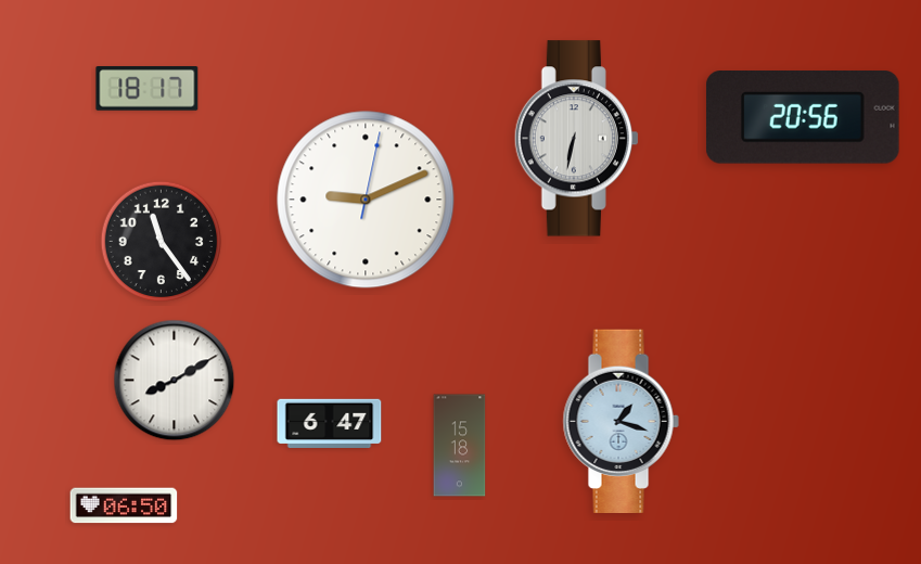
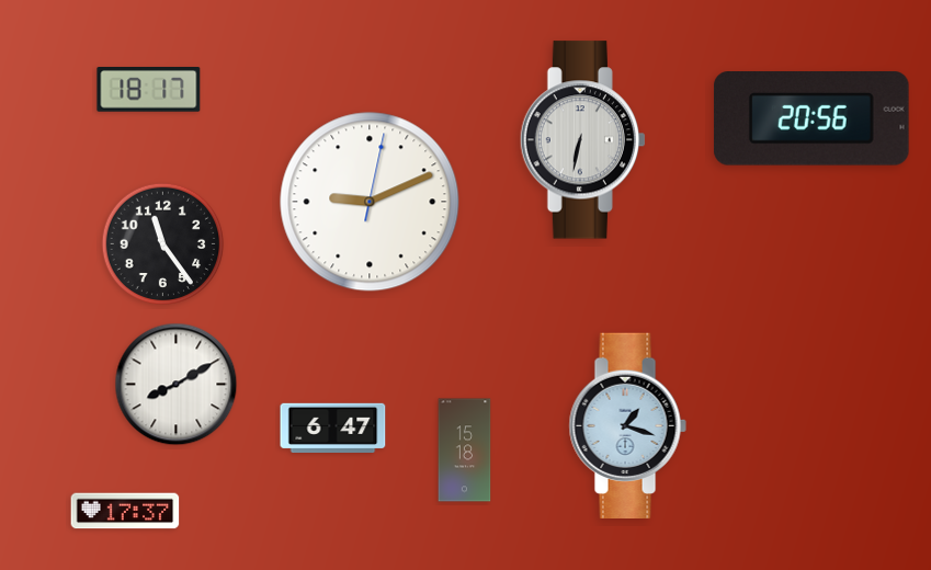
clock at (124, 505): 06:50 -> 17:37
